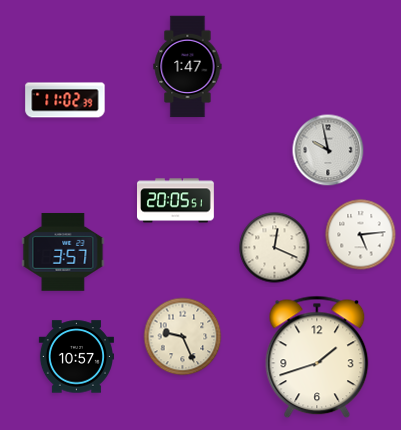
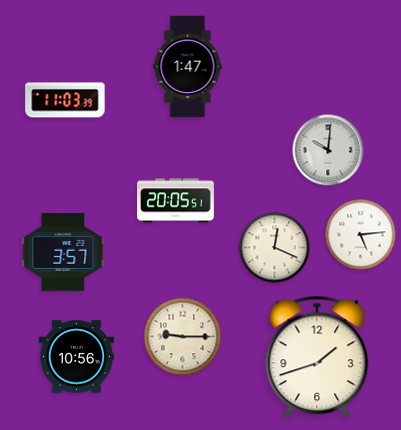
clock at (65, 100): 11:02 -> 11:03
clock at (328, 150): 9:58 -> 10:01
clock at (183, 337): 9:26 -> 9:15
clock at (76, 357): 10:57 -> 10:56
